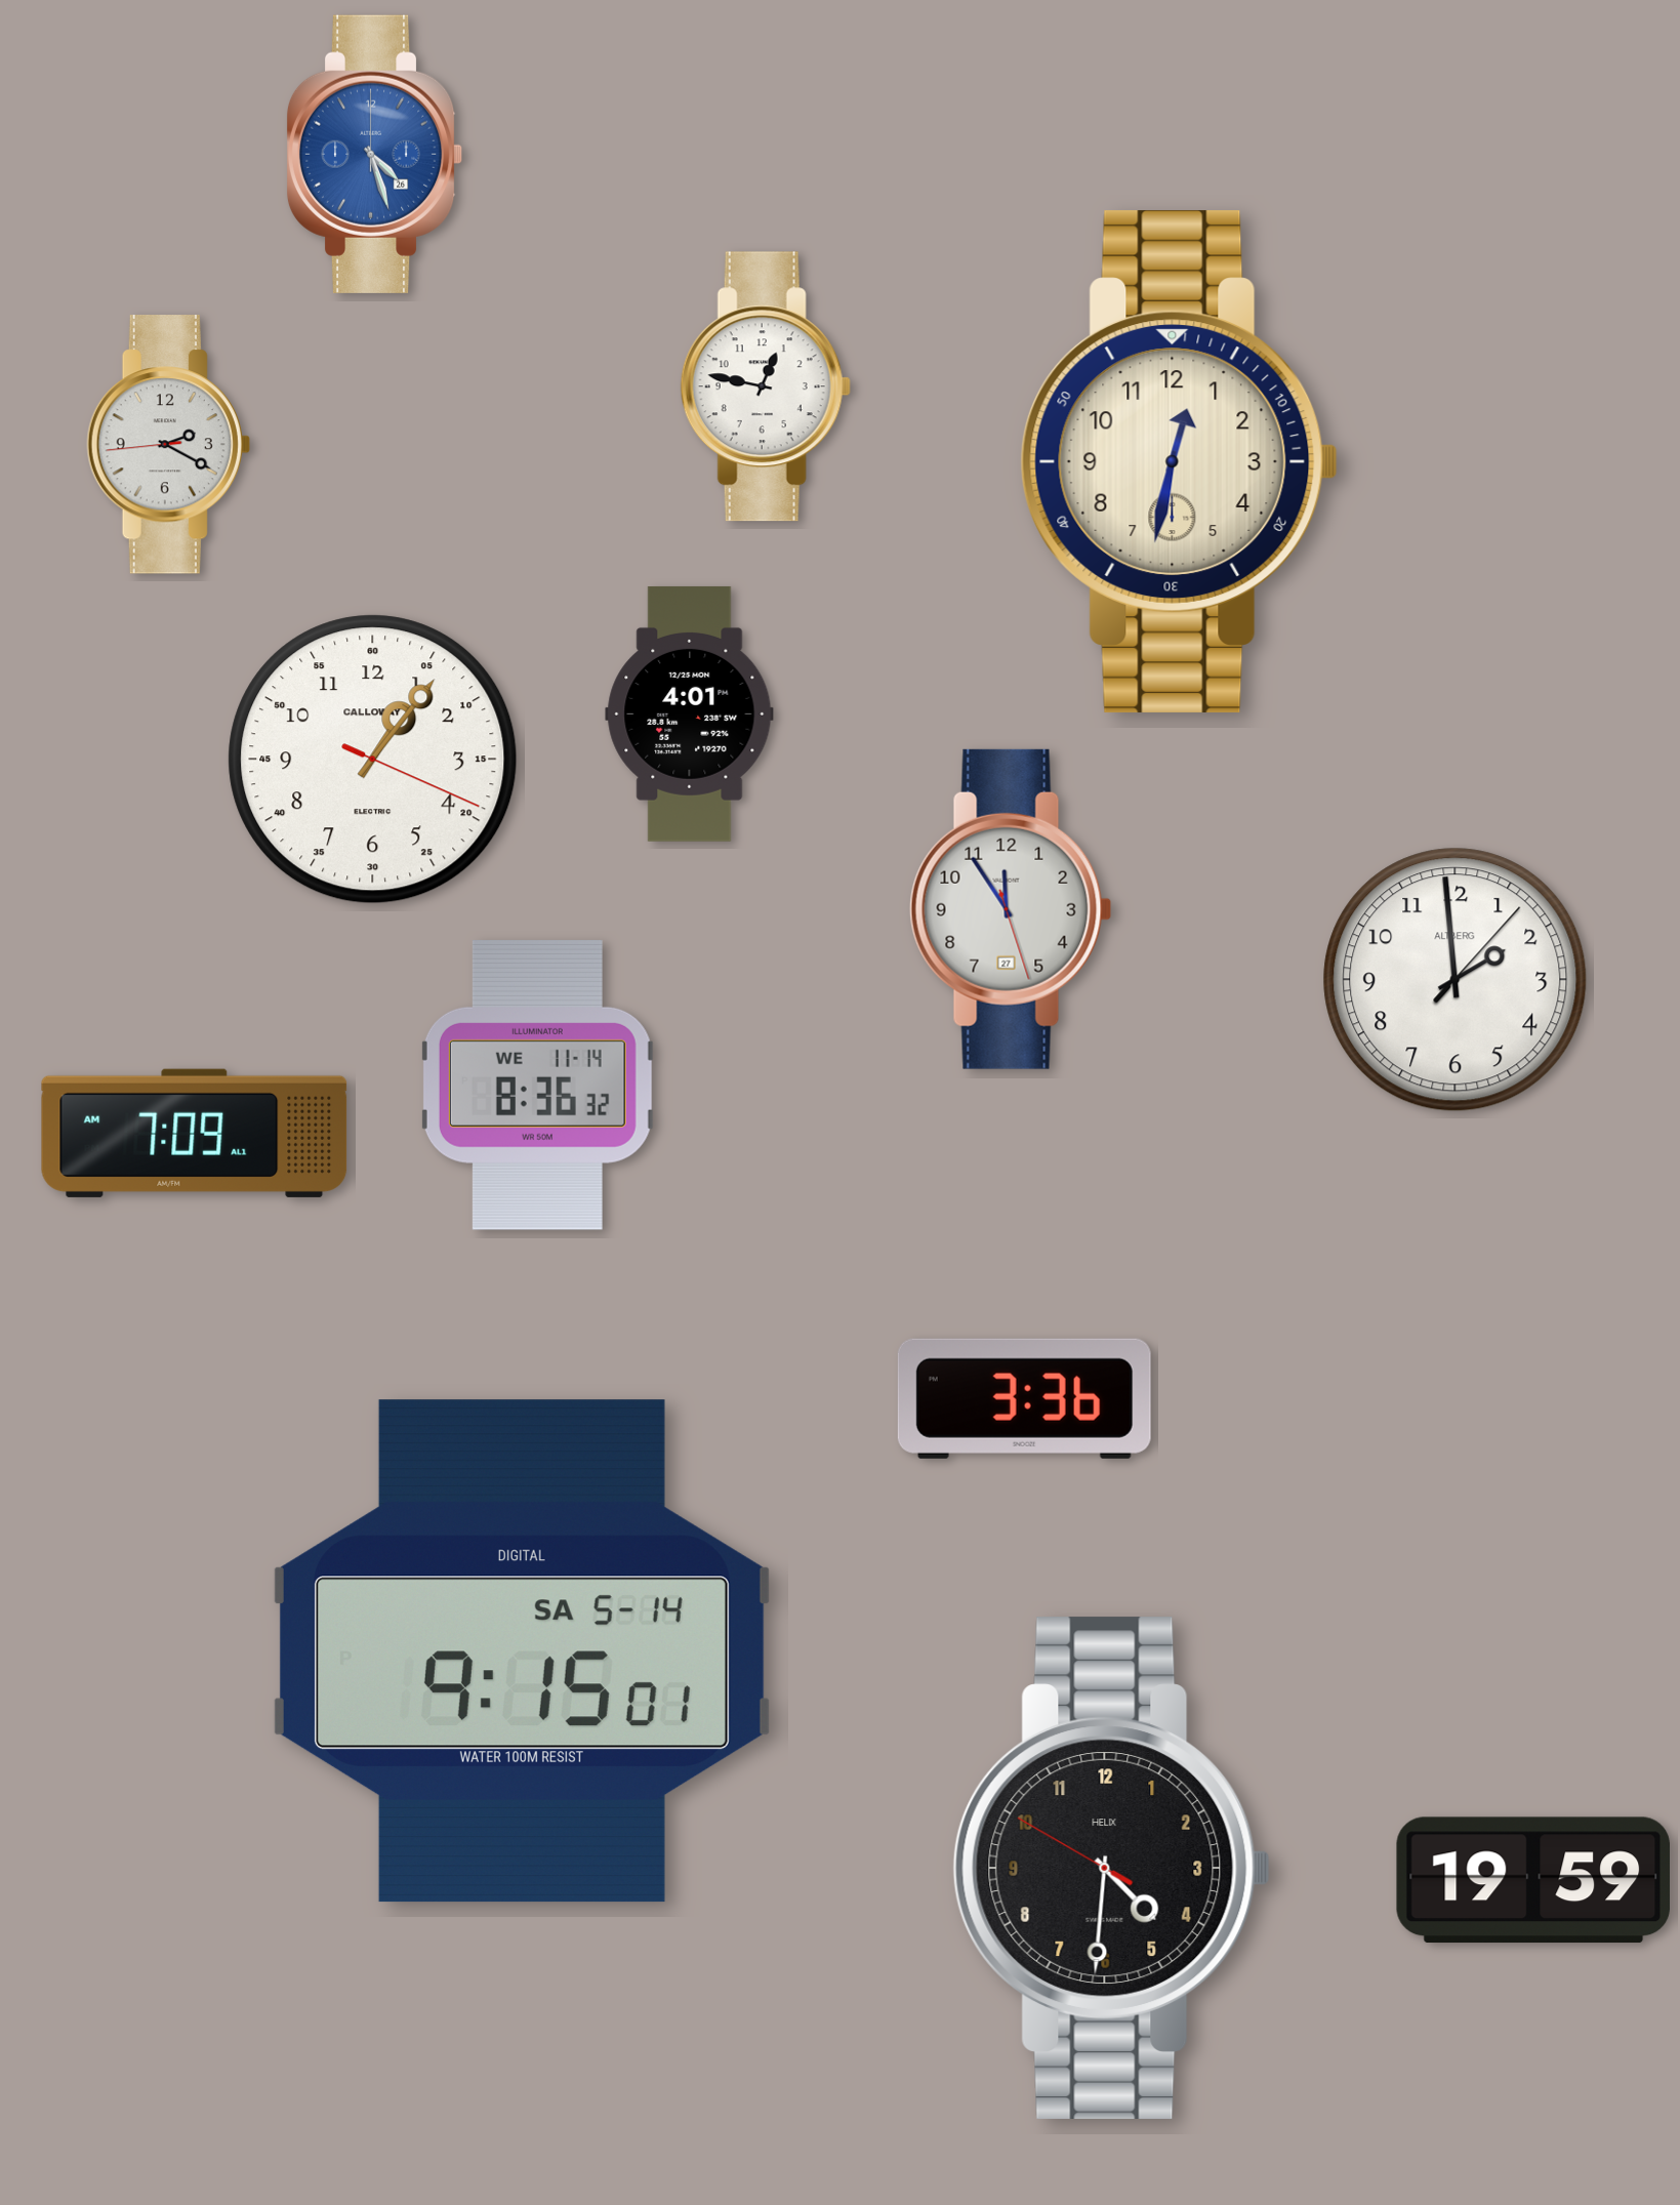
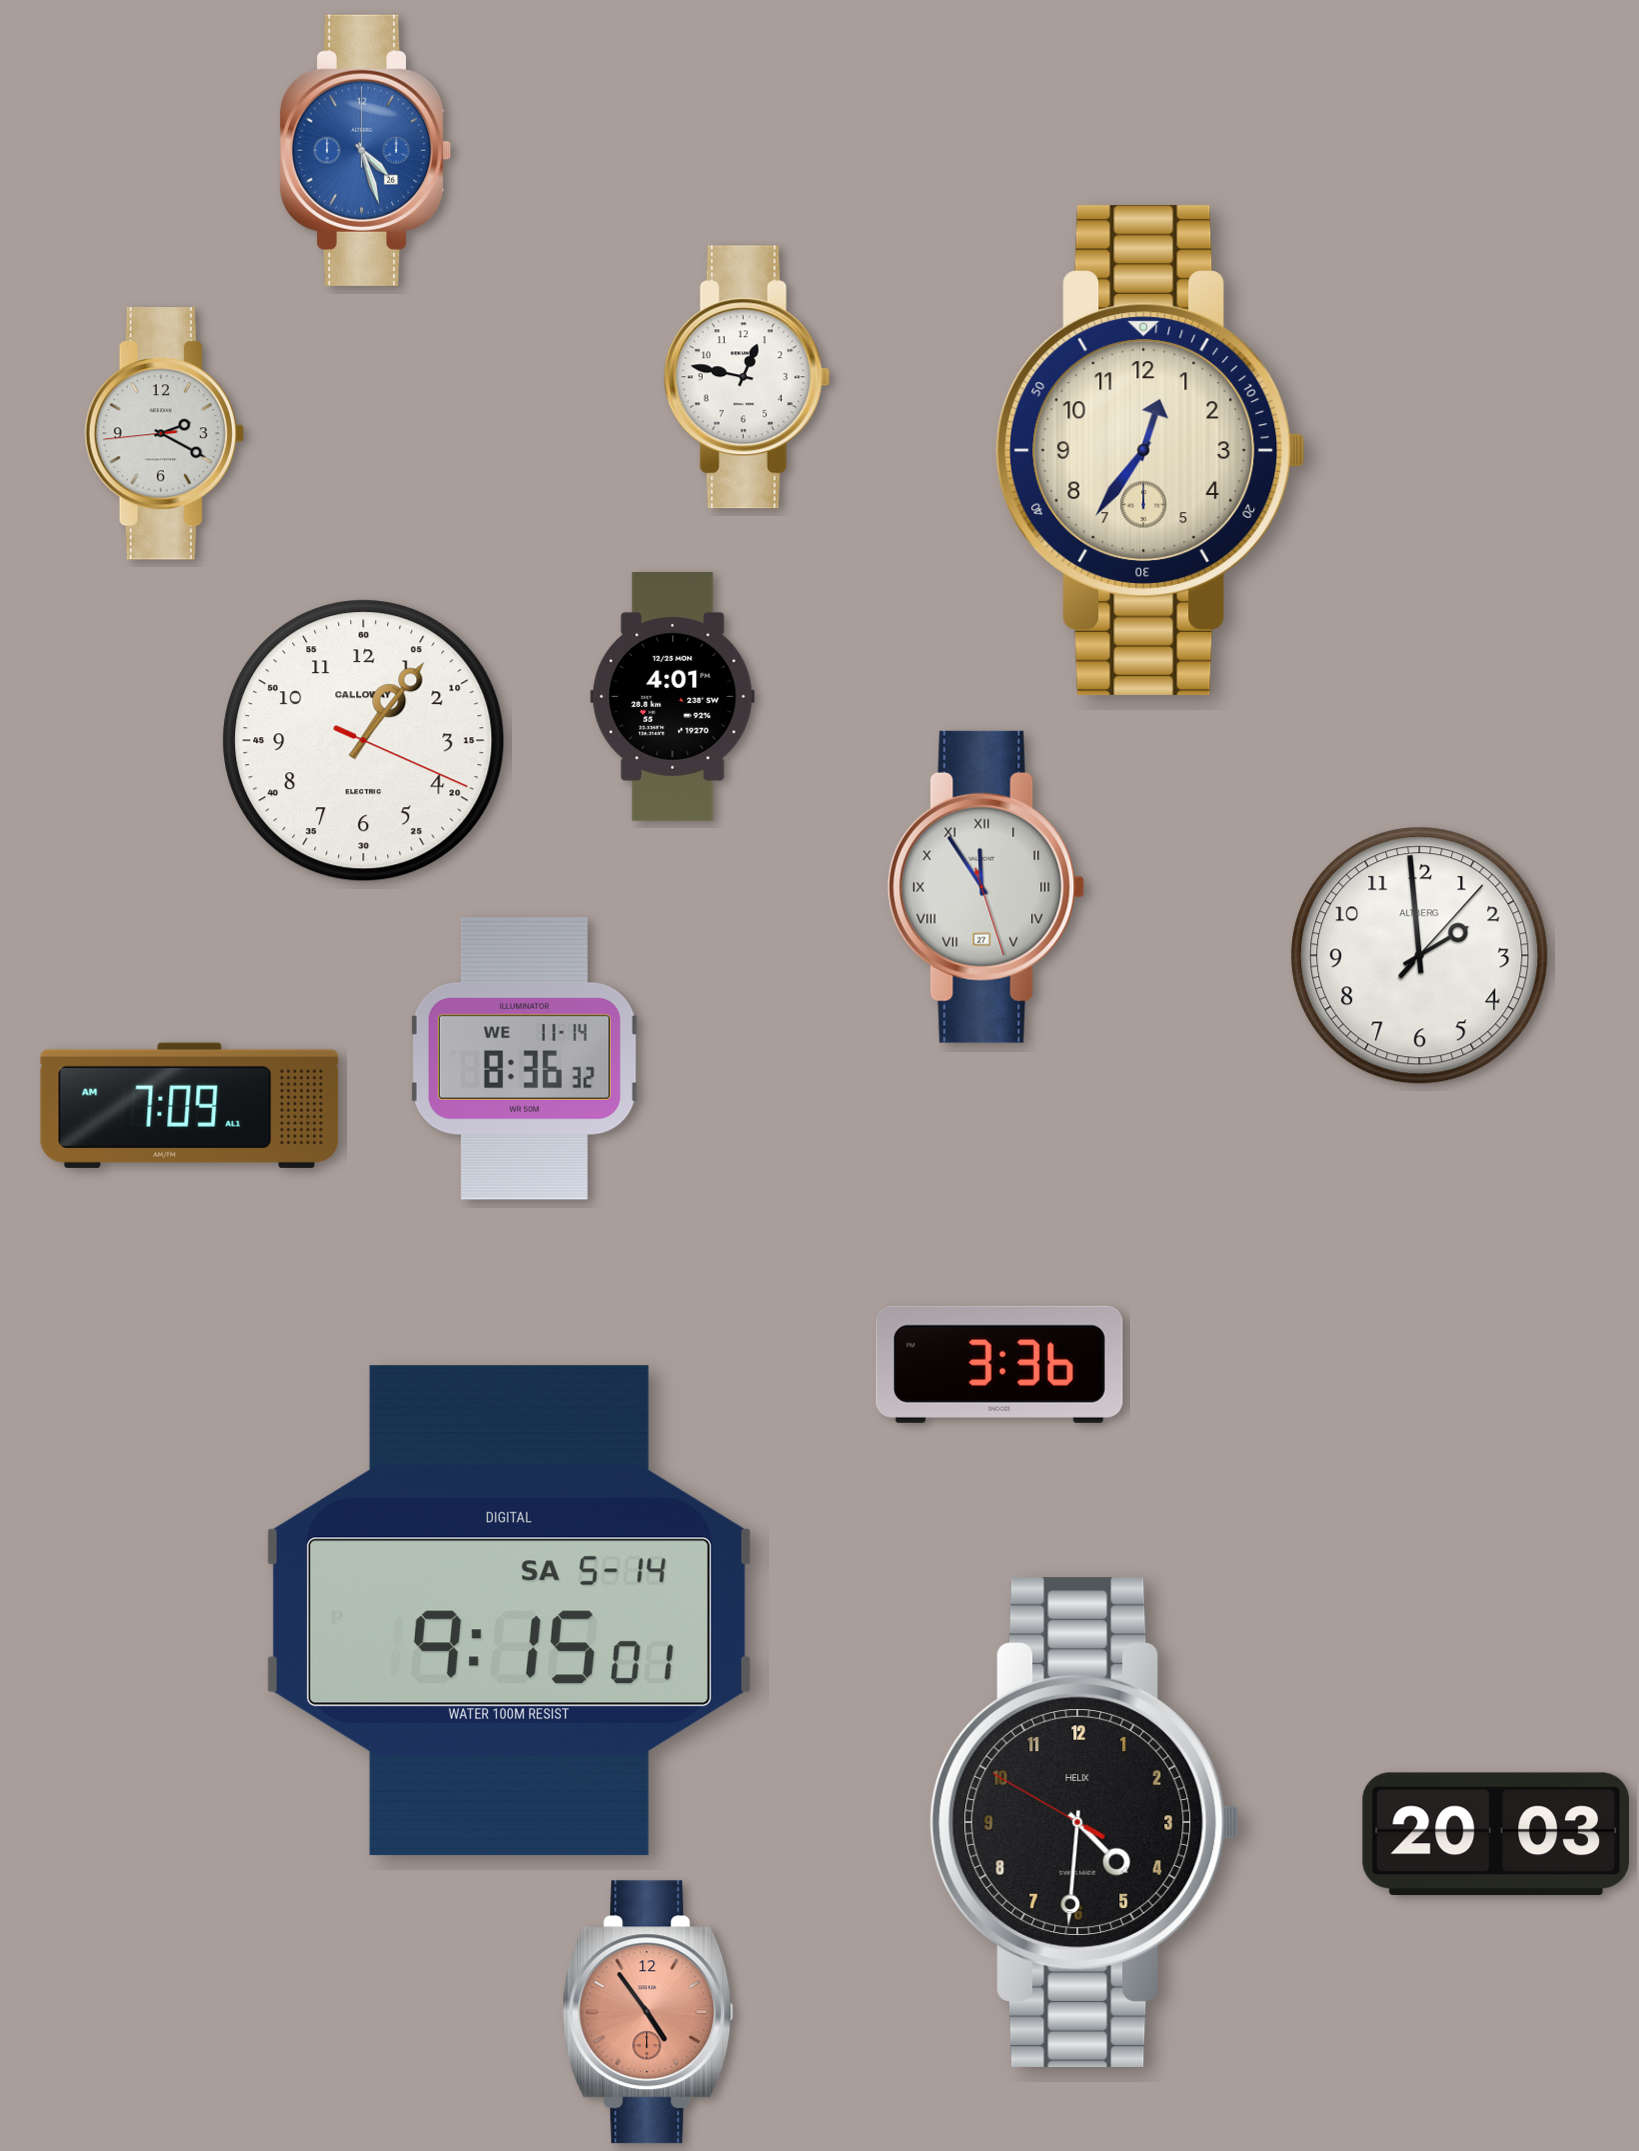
clock at (1179, 461): 12:32 -> 12:36
clock at (1011, 909) numerals: Arabic -> Roman
clock at (1532, 1880): 19:59 -> 20:03
clock at (648, 2012): none -> 4:54
